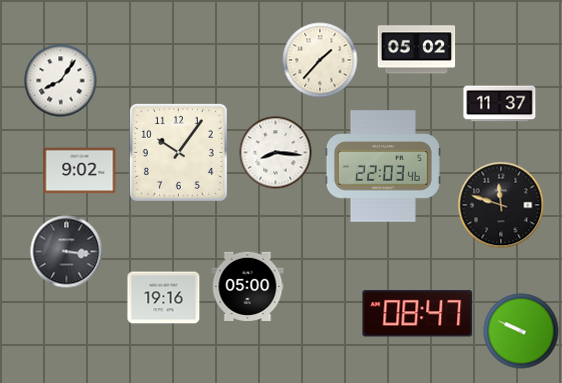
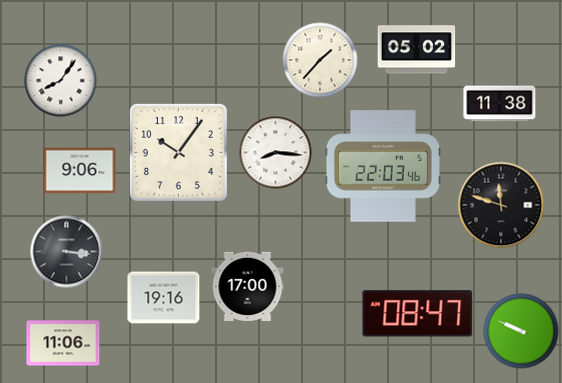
clock at (500, 104): 11:37 -> 11:38
clock at (80, 171): 9:02 -> 9:06
clock at (248, 286): 05:00 -> 17:00
clock at (63, 343): none -> 11:06
